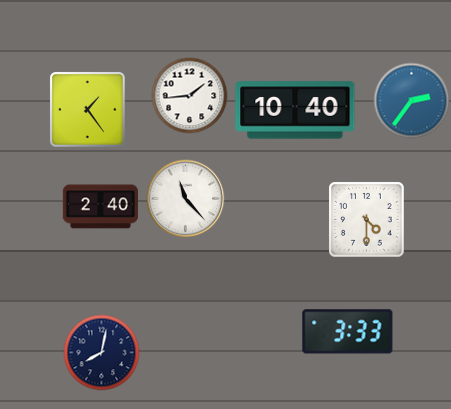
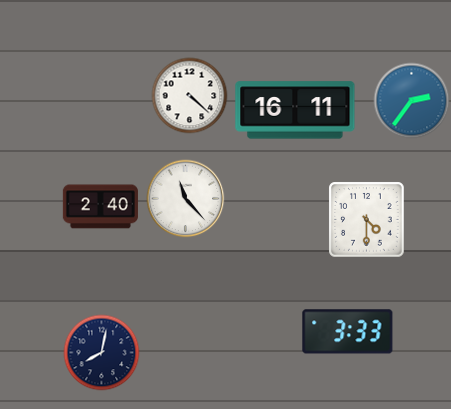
clock at (190, 96): 1:44 -> 4:22
clock at (87, 109): 1:24 -> none
clock at (295, 110): 10:40 -> 16:11
